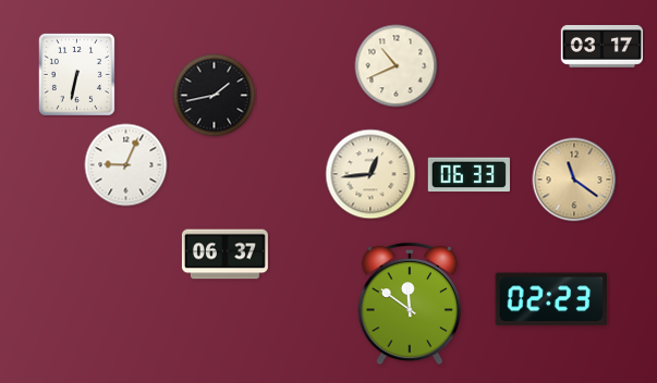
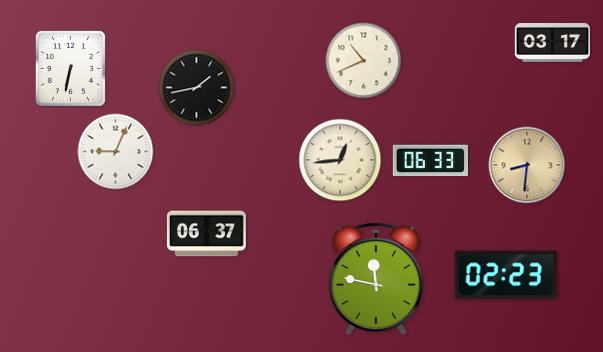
clock at (574, 180): 11:21 -> 8:31
clock at (409, 304): 11:51 -> 11:47
